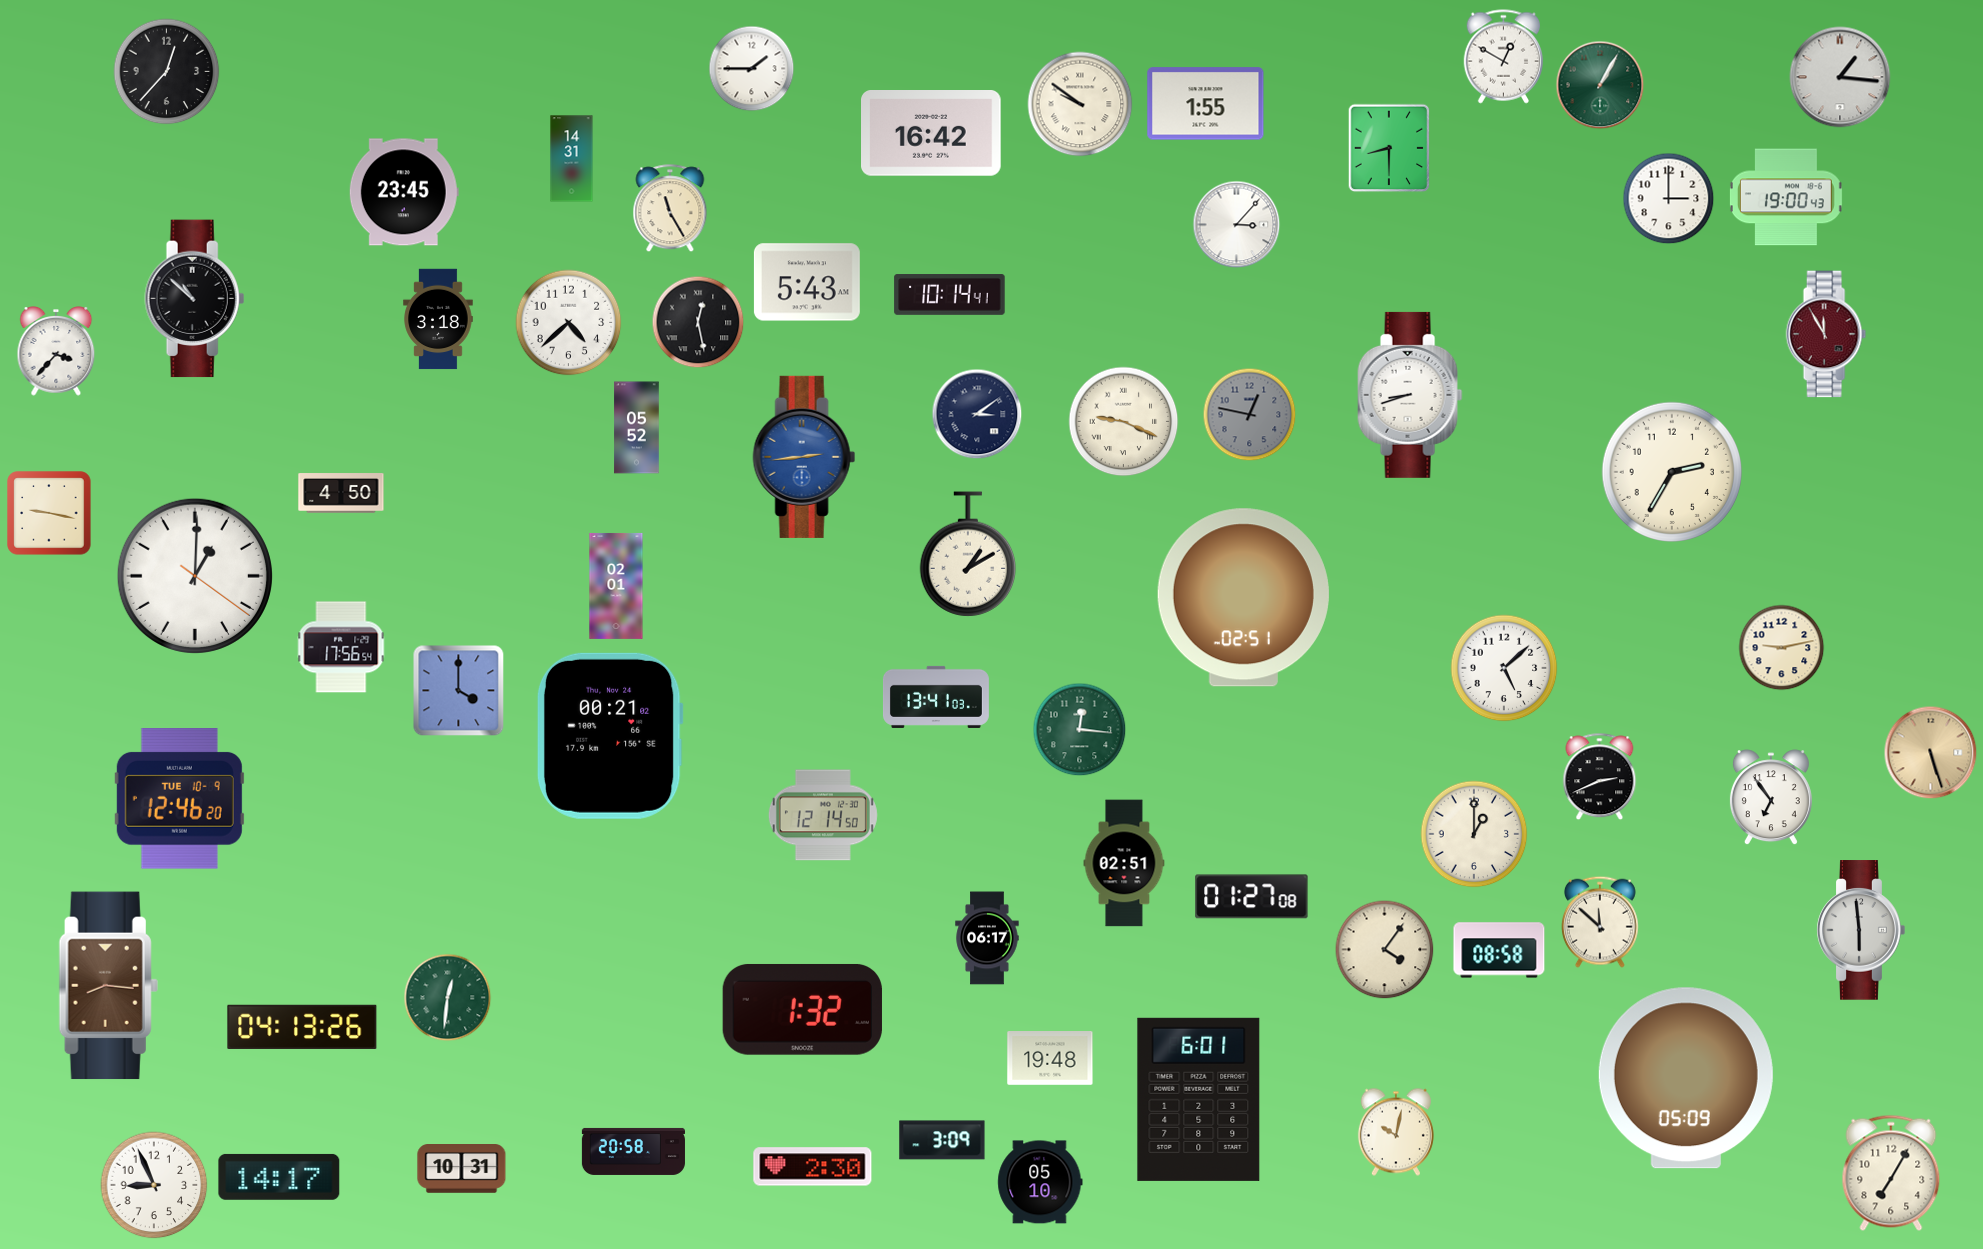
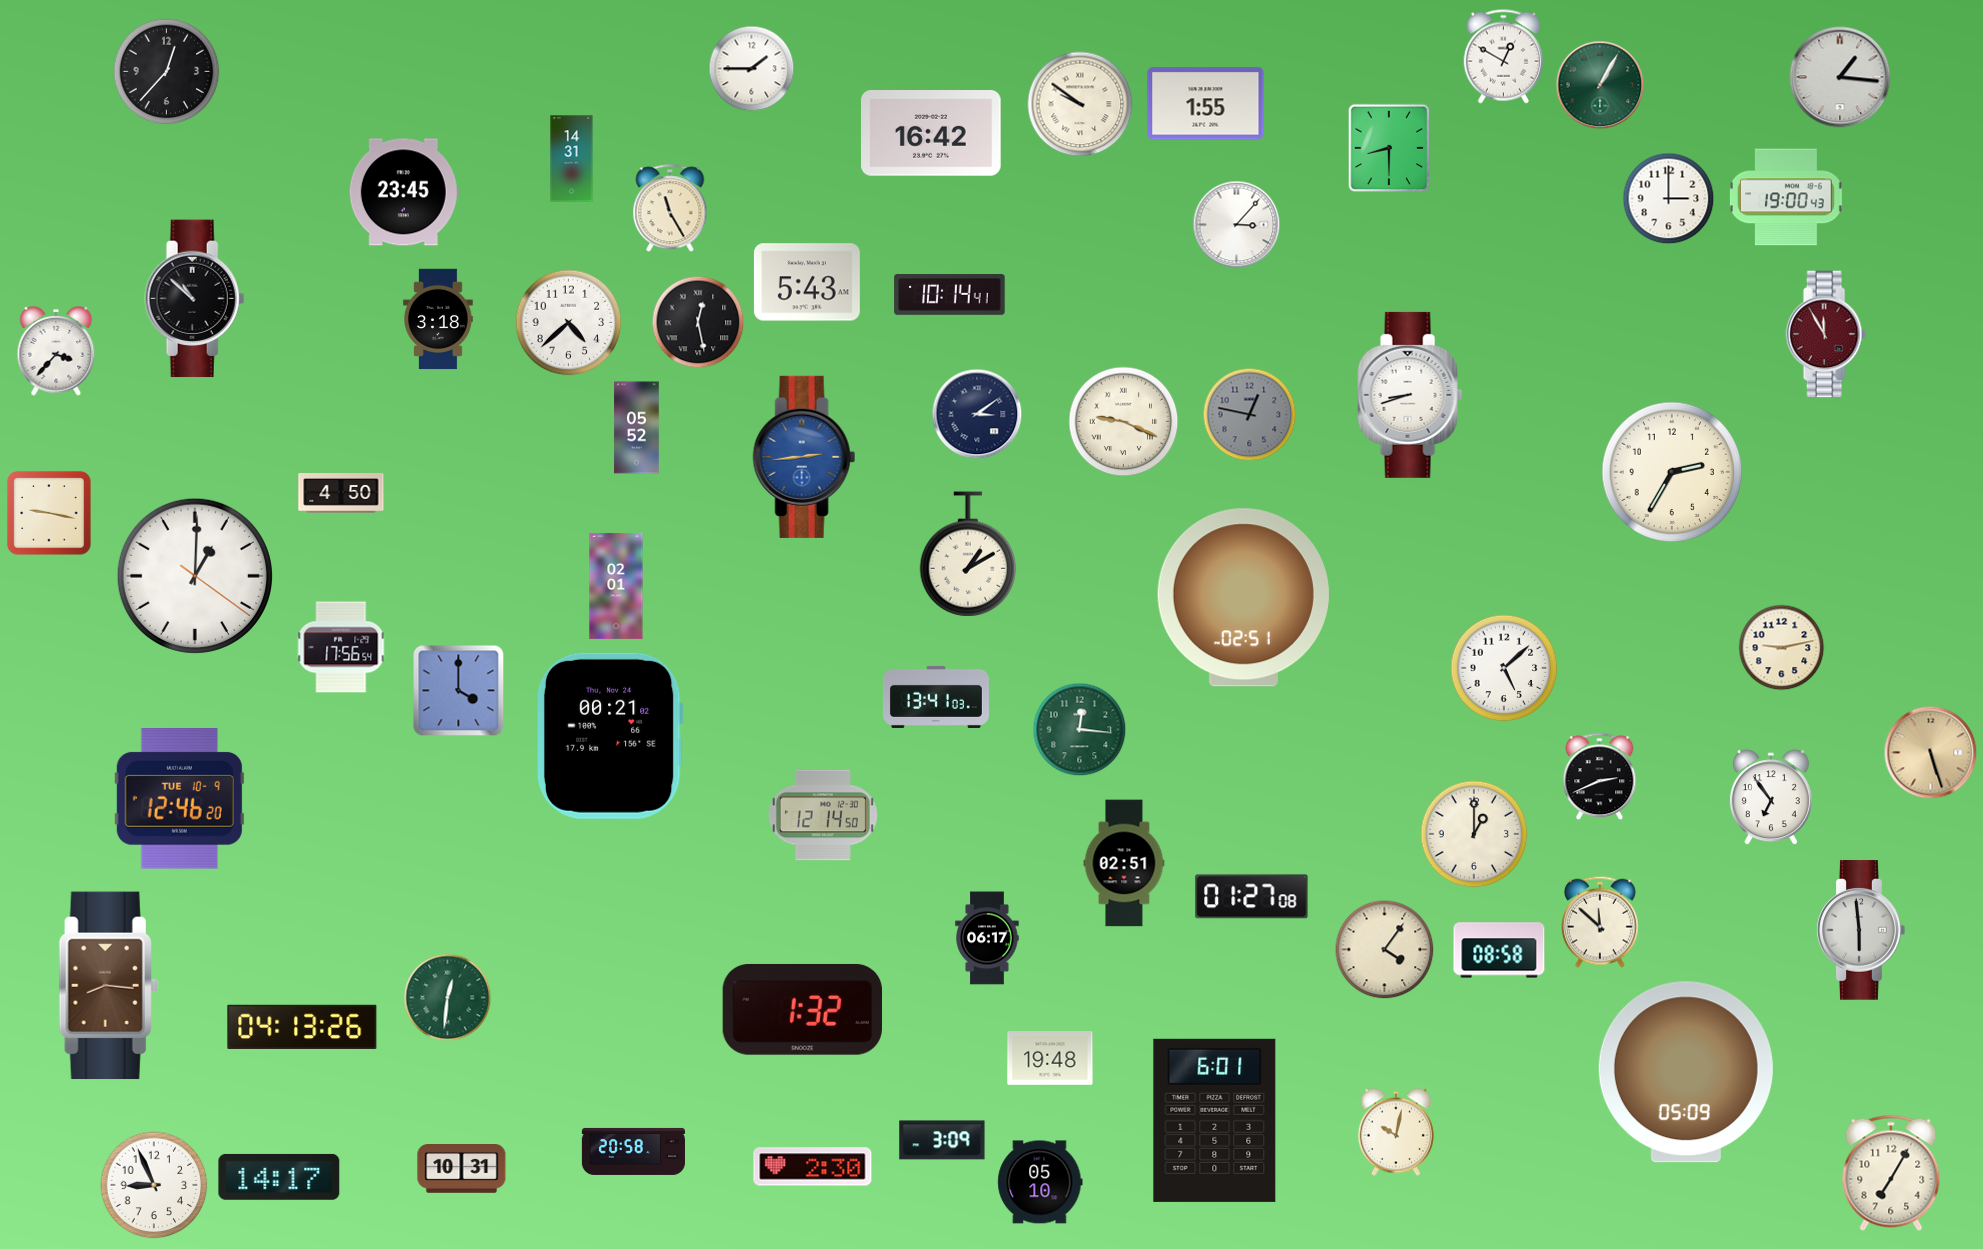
clock at (1686, 1078) position: (1686, 1078) -> (1686, 1072)
clock at (1199, 1099) position: (1199, 1099) -> (1215, 1120)
